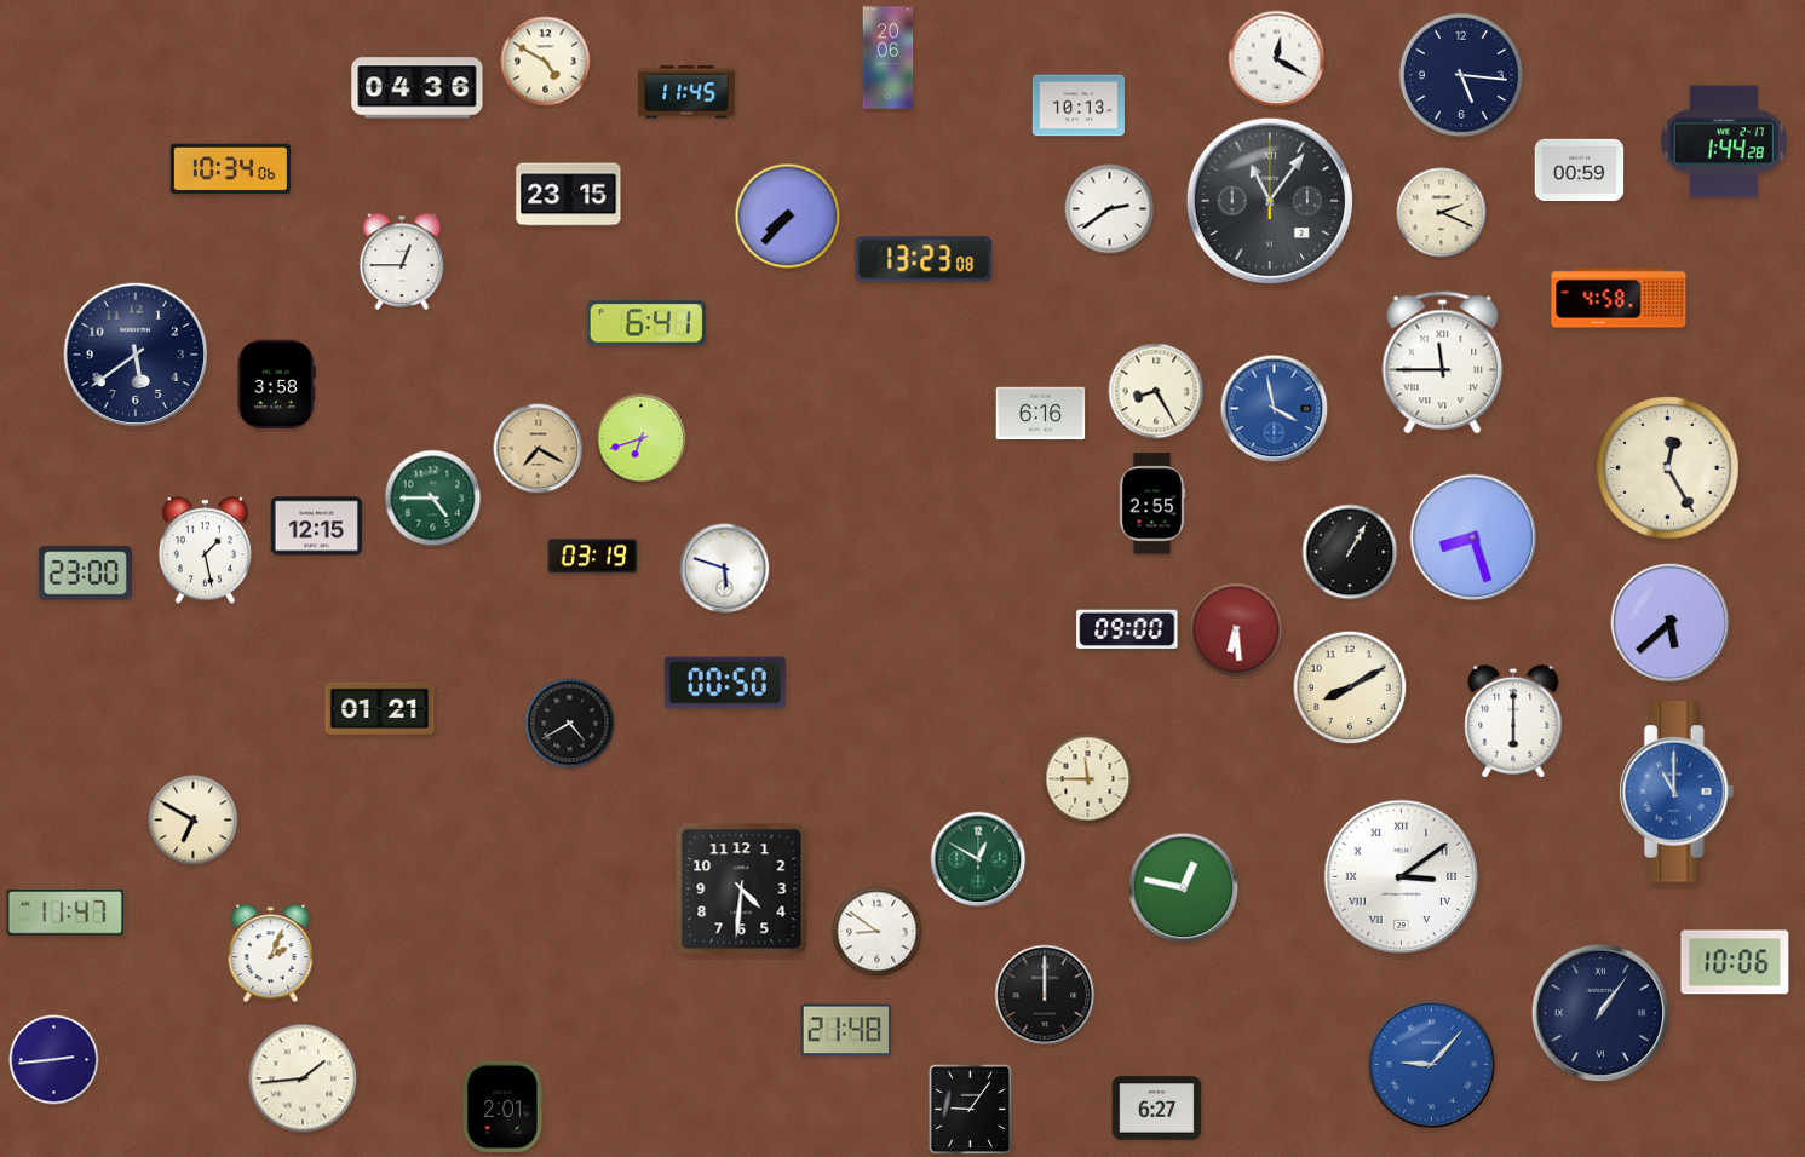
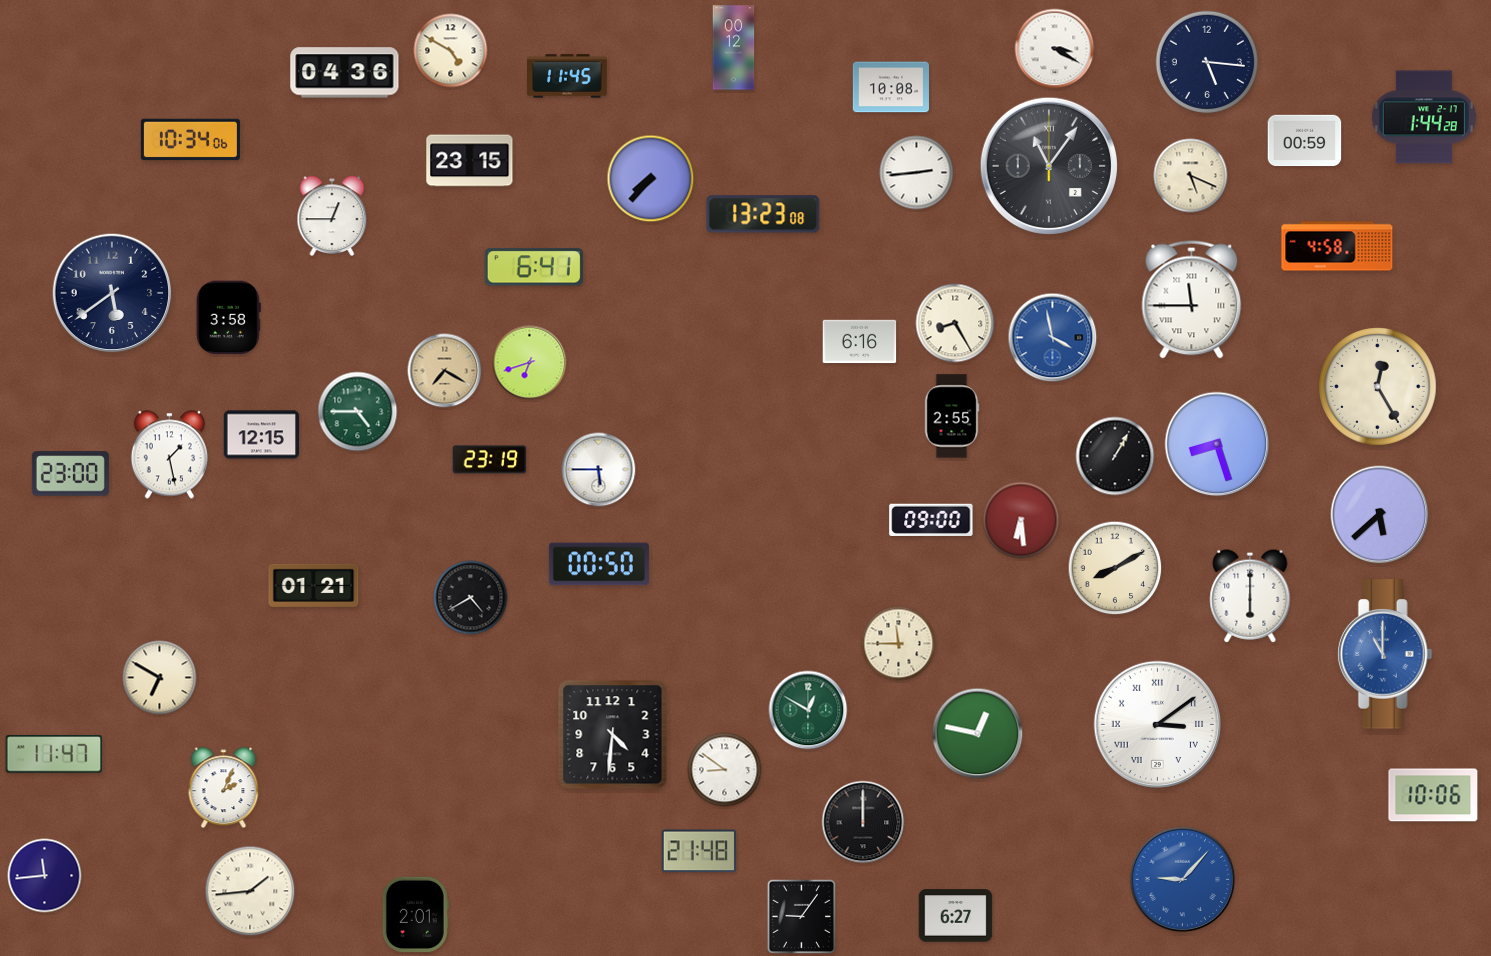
clock at (889, 58): 20:06 -> 00:12
clock at (1277, 59): 12:20 -> 3:20
clock at (1079, 105): 10:13 -> 10:08
clock at (1110, 209): 2:39 -> 2:44
clock at (1442, 213): 2:19 -> 5:19
clock at (593, 557): 03:19 -> 23:19
clock at (725, 569): 5:48 -> 5:45
clock at (1600, 1013): 1:06 -> none
clock at (54, 1060): 2:44 -> 11:44
